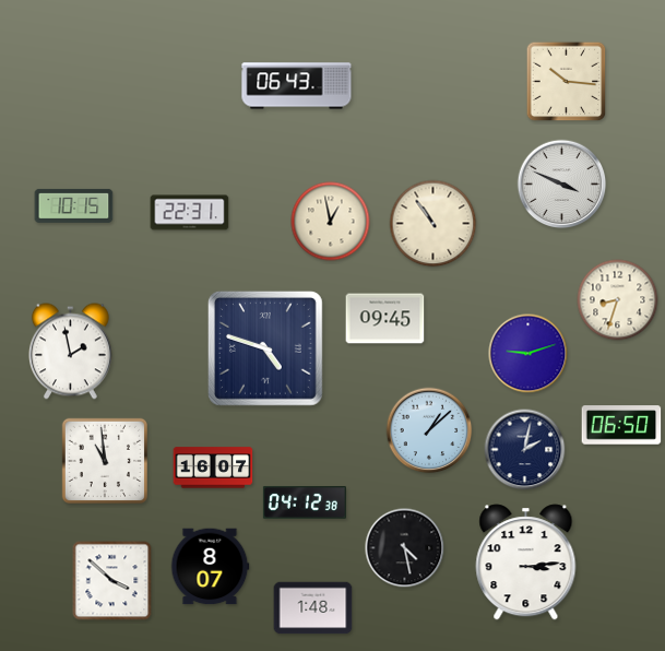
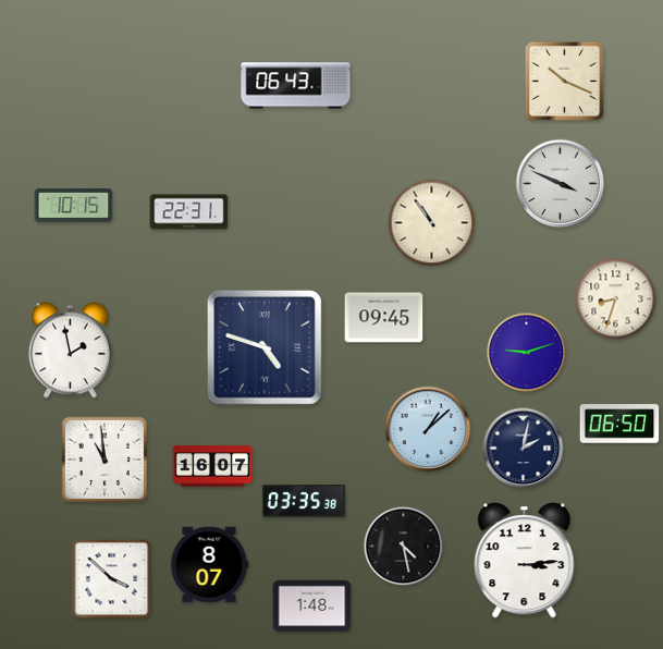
clock at (567, 82): 10:16 -> 10:19
clock at (331, 222): 12:58 -> none
clock at (305, 502): 04:12 -> 03:35
